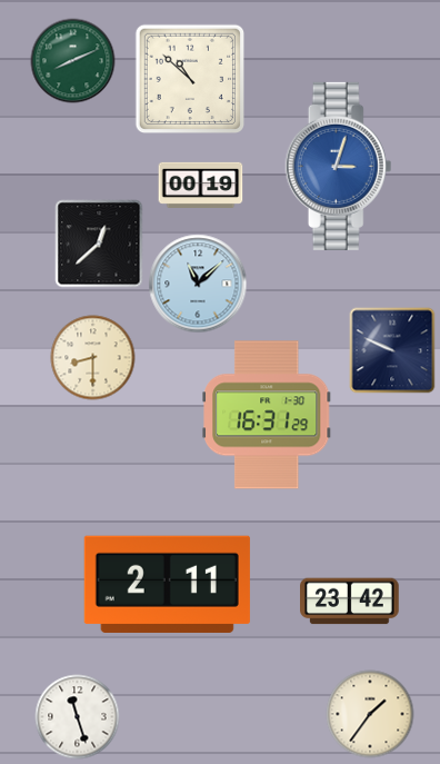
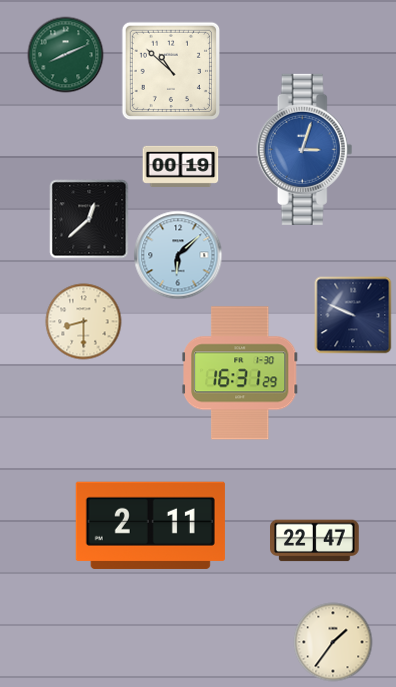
clock at (198, 284): 11:08 -> 6:08
clock at (350, 602): 23:42 -> 22:47
clock at (78, 717): 11:27 -> none
